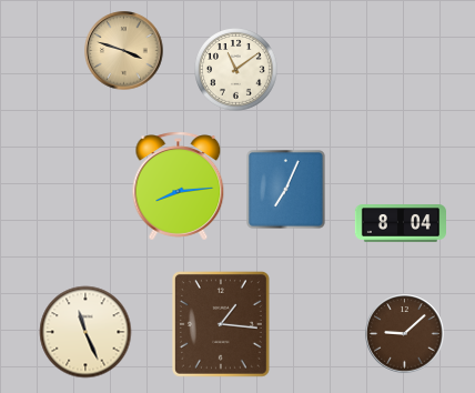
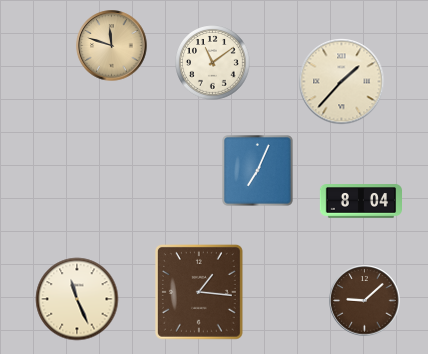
clock at (124, 51): 3:48 -> 11:48
clock at (342, 82): none -> 1:37
clock at (179, 187): 8:14 -> none
